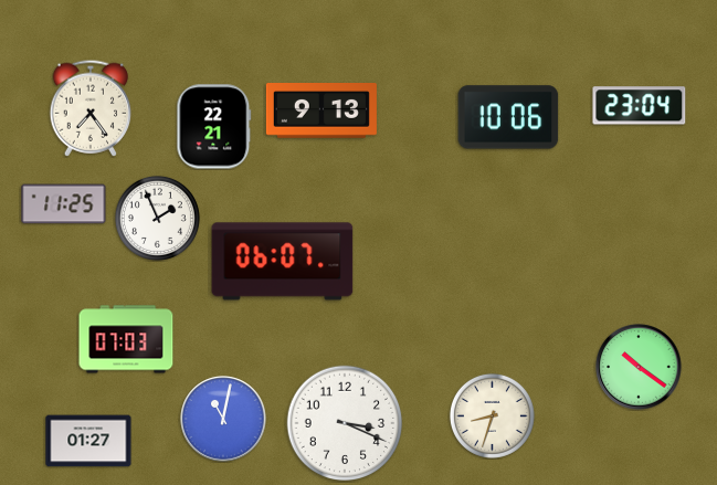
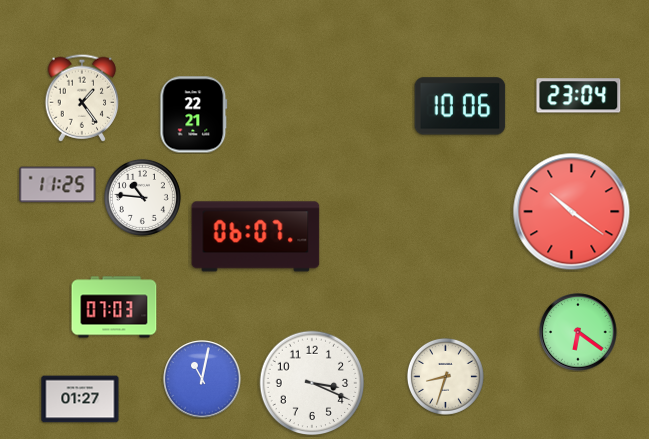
clock at (91, 108): 7:24 -> 1:24
clock at (321, 112): 9:13 -> none
clock at (157, 218): 1:56 -> 10:46
clock at (572, 212): none -> 10:21
clock at (639, 367): 10:21 -> 6:21
